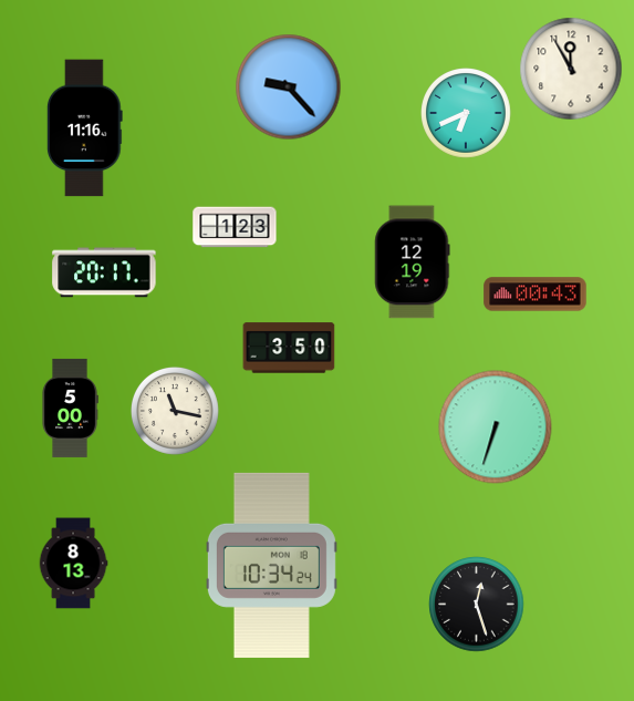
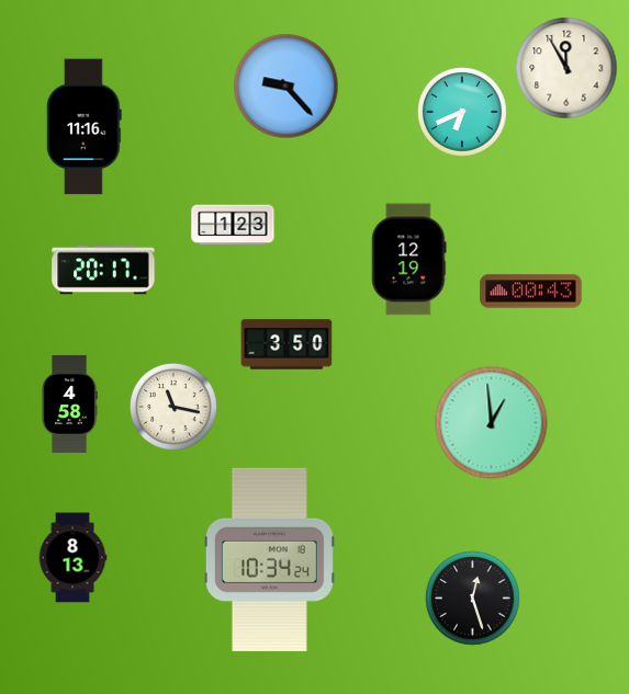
clock at (70, 408): 5:00 -> 4:58
clock at (496, 427): 6:33 -> 12:59
